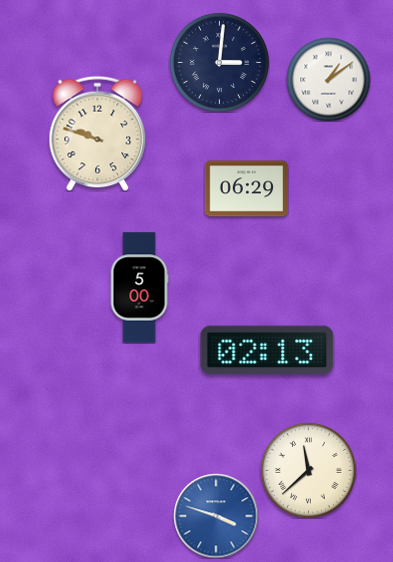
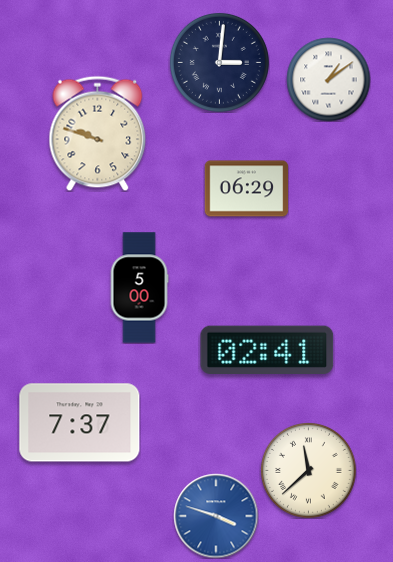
clock at (267, 350): 02:13 -> 02:41
clock at (80, 423): none -> 7:37
